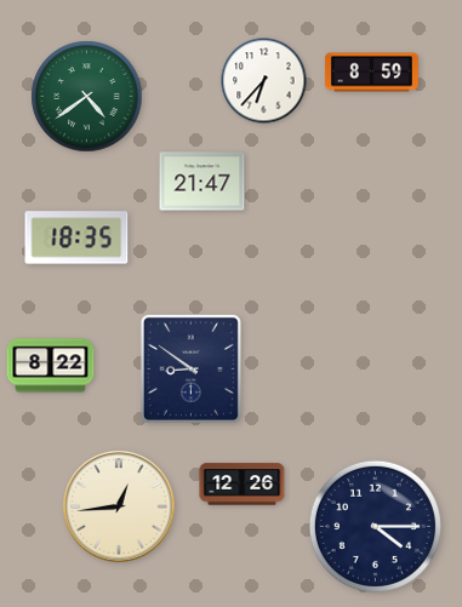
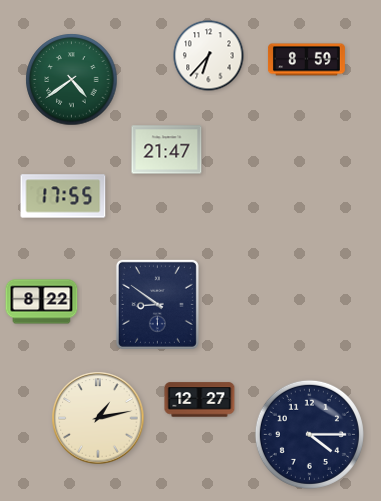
clock at (264, 81) position: (264, 81) -> (209, 56)
clock at (76, 237): 18:35 -> 17:55
clock at (243, 485): 12:26 -> 12:27
clock at (119, 506): 12:44 -> 1:13
